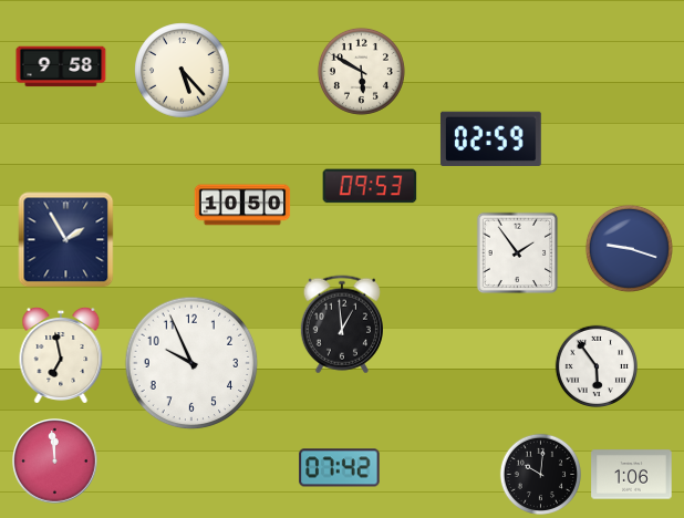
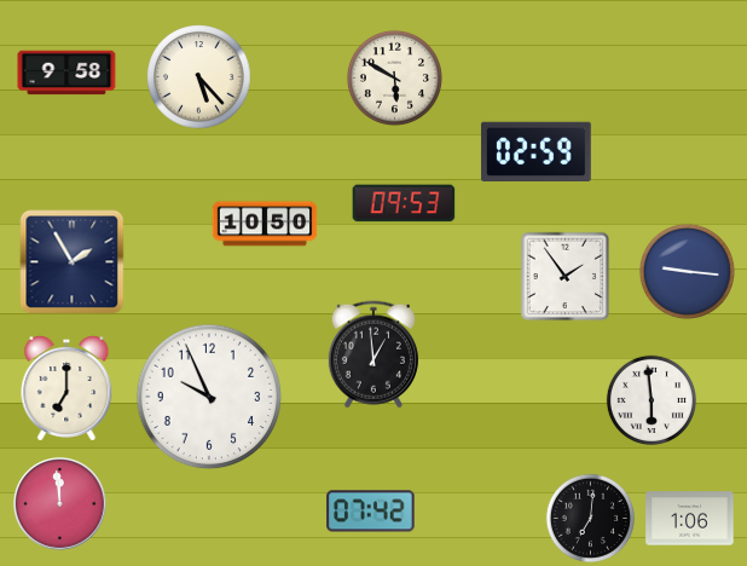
clock at (629, 248): 9:18 -> 9:16
clock at (61, 355): 6:58 -> 7:00
clock at (595, 365): 5:54 -> 5:59
clock at (540, 474): 10:01 -> 7:01
